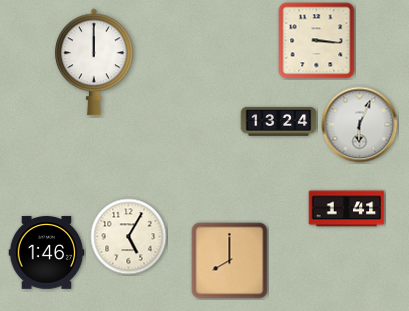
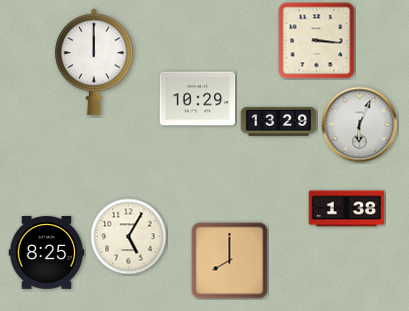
clock at (198, 99): none -> 10:29
clock at (279, 122): 13:24 -> 13:29
clock at (347, 209): 1:41 -> 1:38
clock at (47, 253): 1:46 -> 8:25
